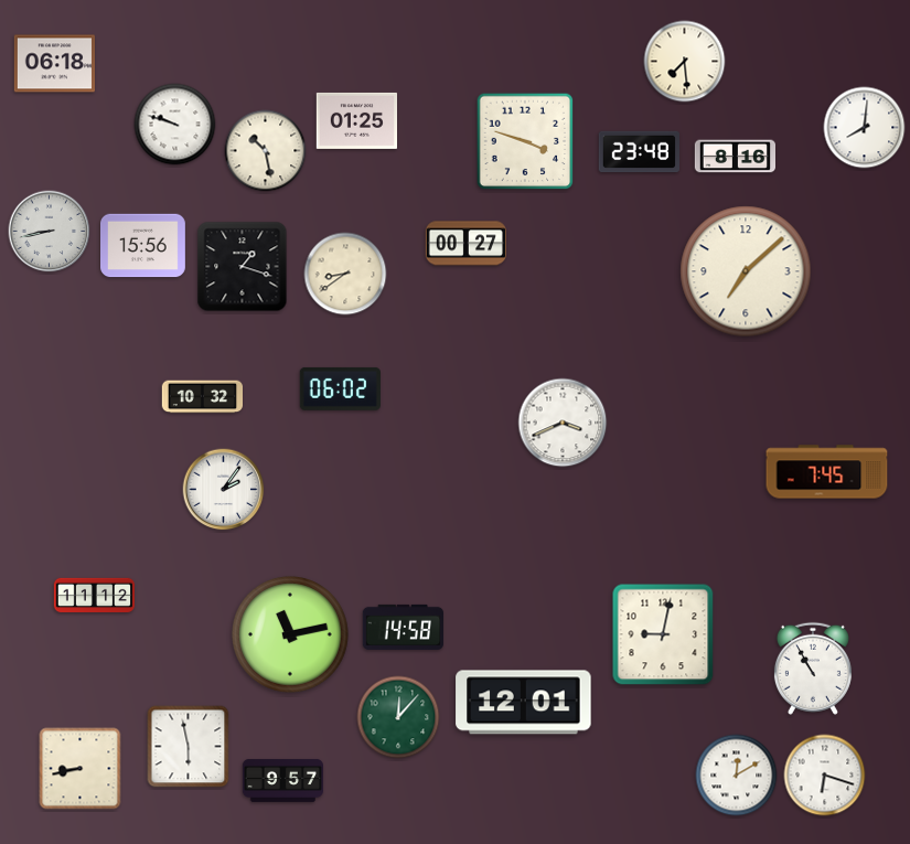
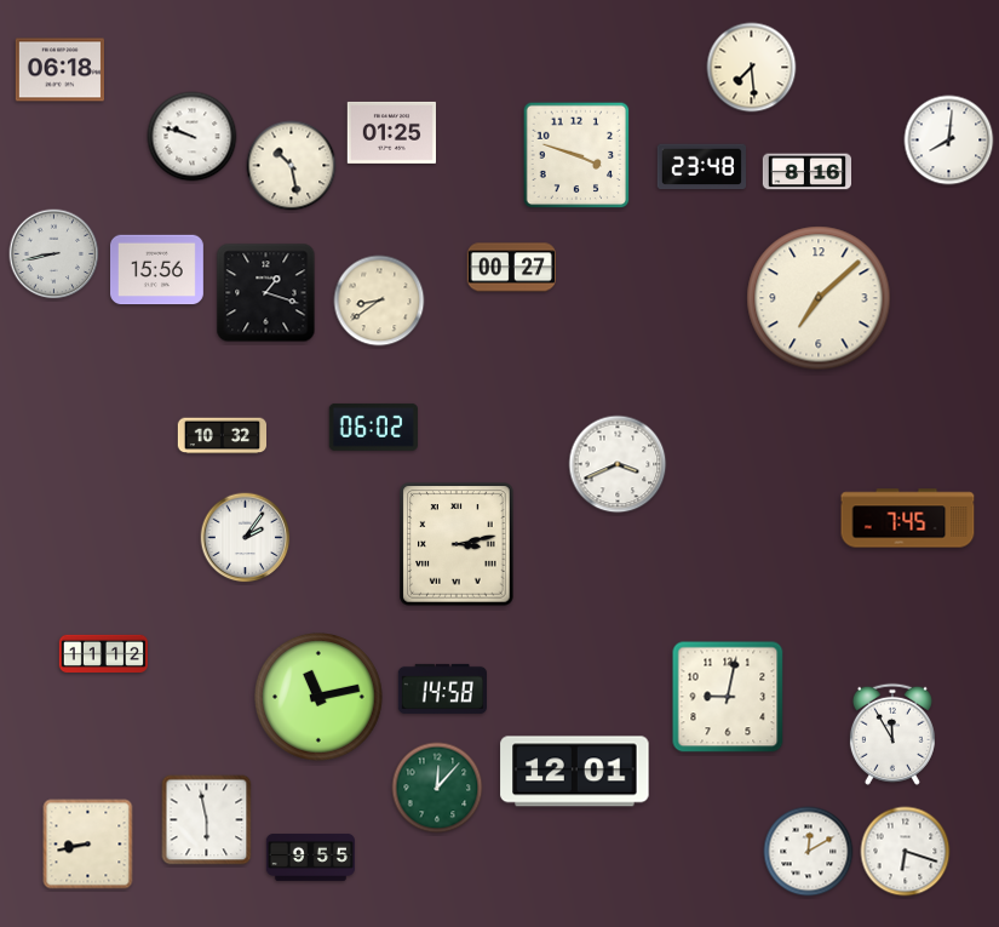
clock at (457, 544): none -> 3:13
clock at (813, 669): 10:55 -> 11:55
clock at (282, 780): 9:57 -> 9:55
